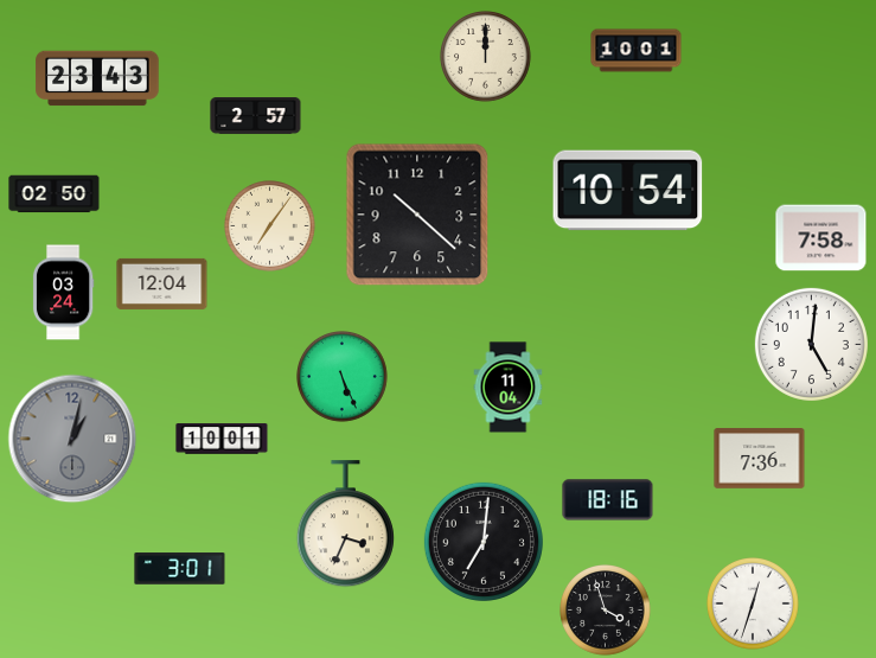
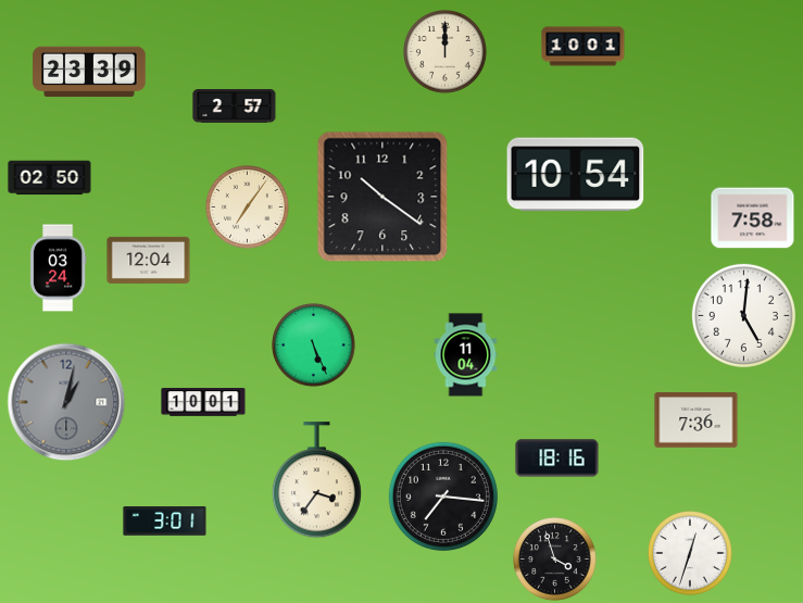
clock at (97, 78): 23:43 -> 23:39
clock at (417, 215): 10:22 -> 10:21
clock at (345, 524): 3:34 -> 3:36
clock at (484, 542): 7:01 -> 7:16
